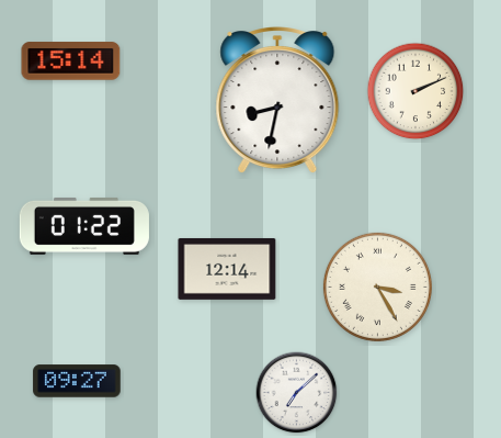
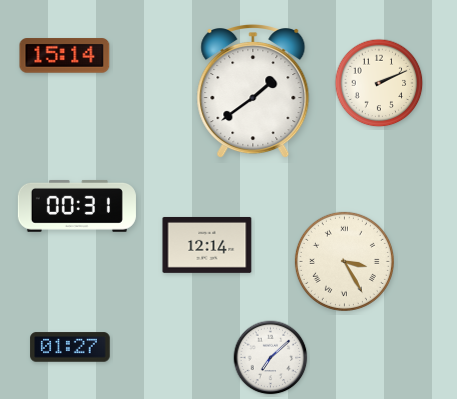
clock at (277, 101): 8:32 -> 1:39
clock at (84, 226): 01:22 -> 00:31
clock at (77, 381): 09:27 -> 01:27
